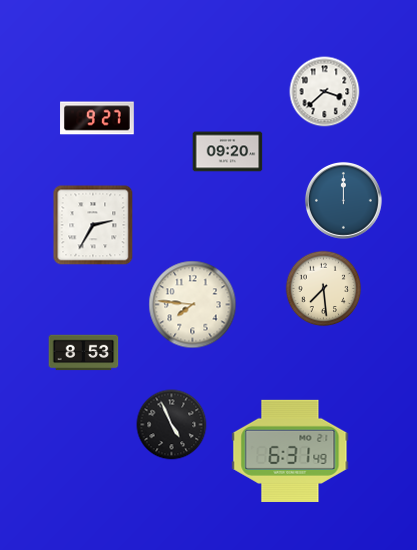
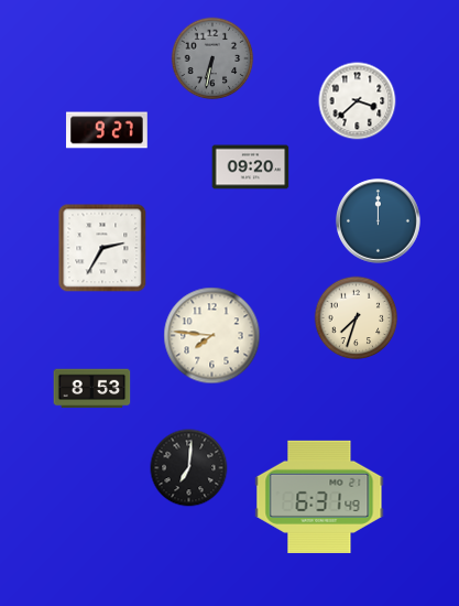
clock at (212, 58): none -> 6:32
clock at (324, 289): 7:29 -> 7:33
clock at (172, 425): 4:56 -> 7:01
